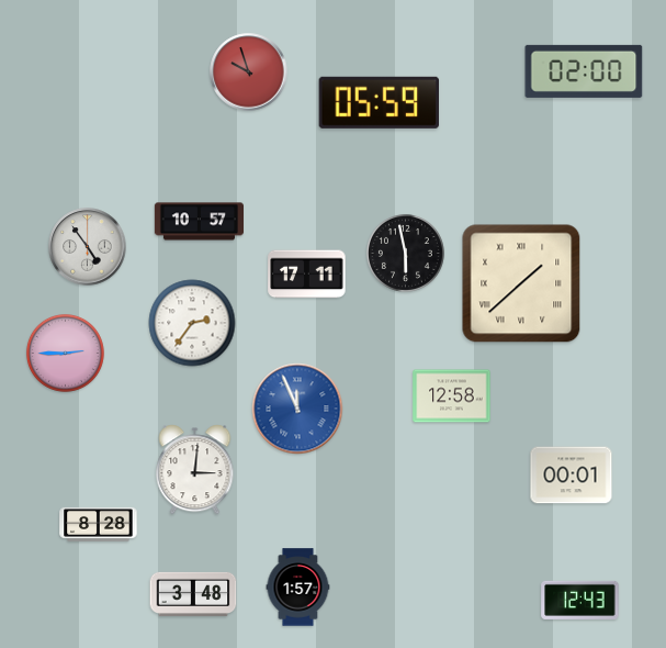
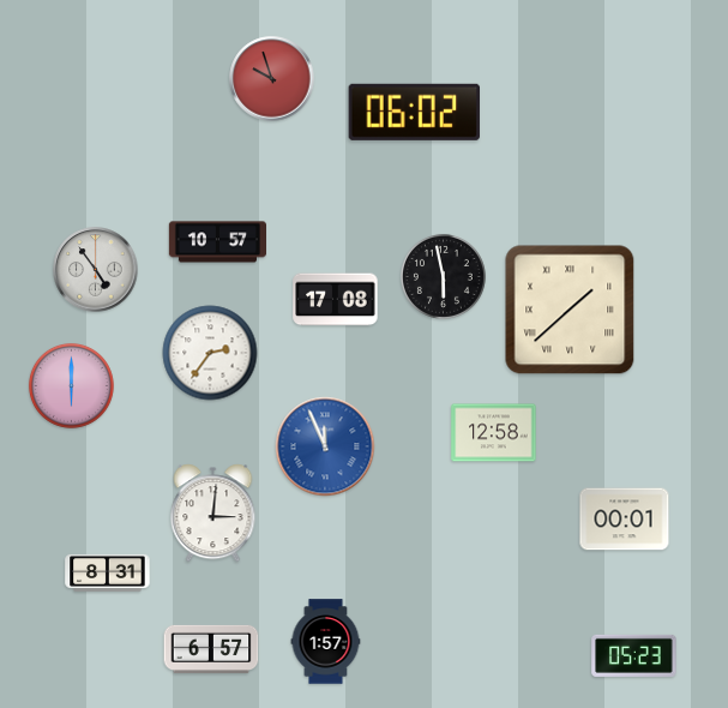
clock at (584, 71): 02:00 -> none
clock at (379, 102): 05:59 -> 06:02
clock at (307, 275): 17:11 -> 17:08
clock at (65, 353): 2:45 -> 6:00
clock at (99, 524): 8:28 -> 8:31
clock at (193, 594): 3:48 -> 6:57
clock at (580, 600): 12:43 -> 05:23
